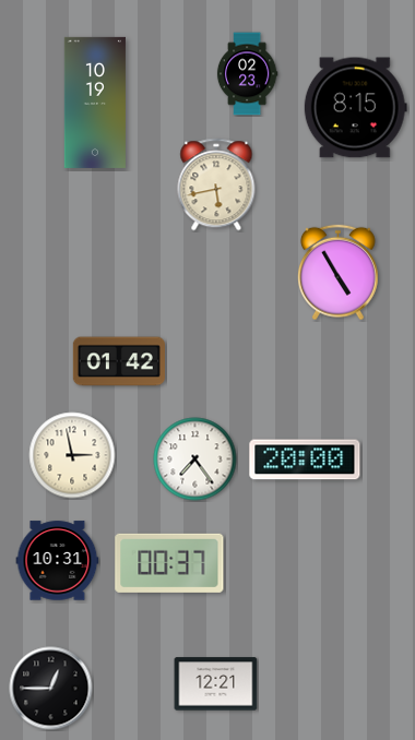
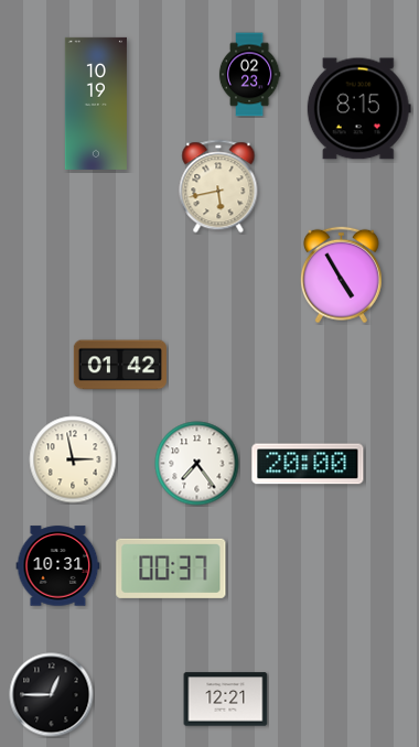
clock at (216, 684) position: (216, 684) -> (226, 700)
